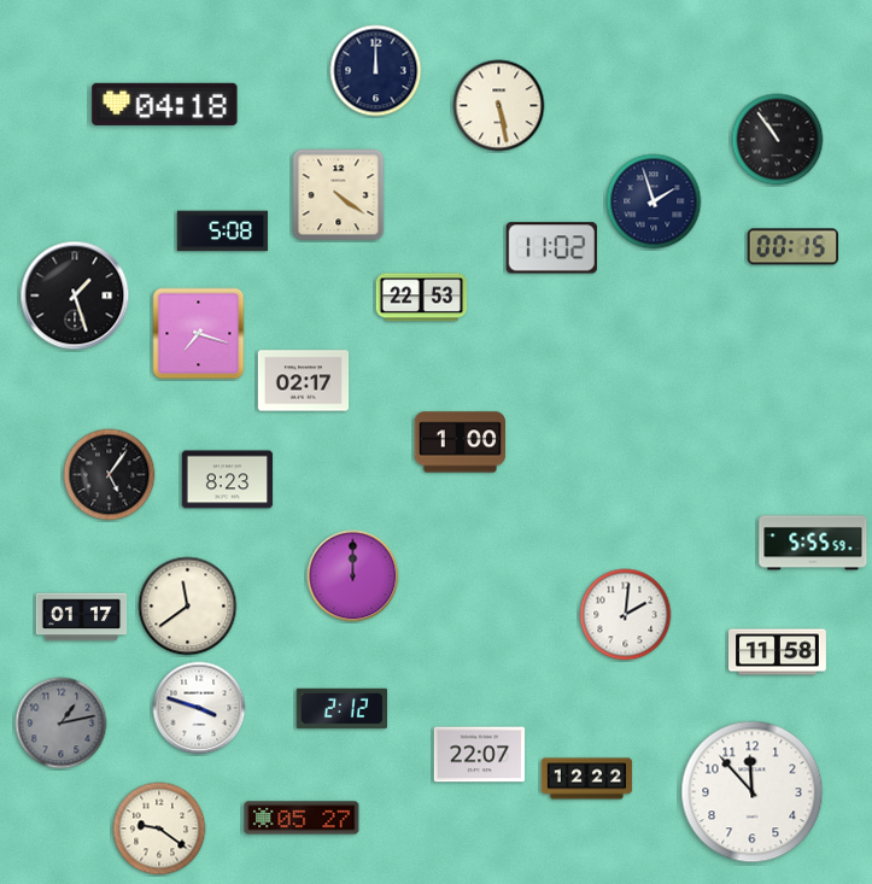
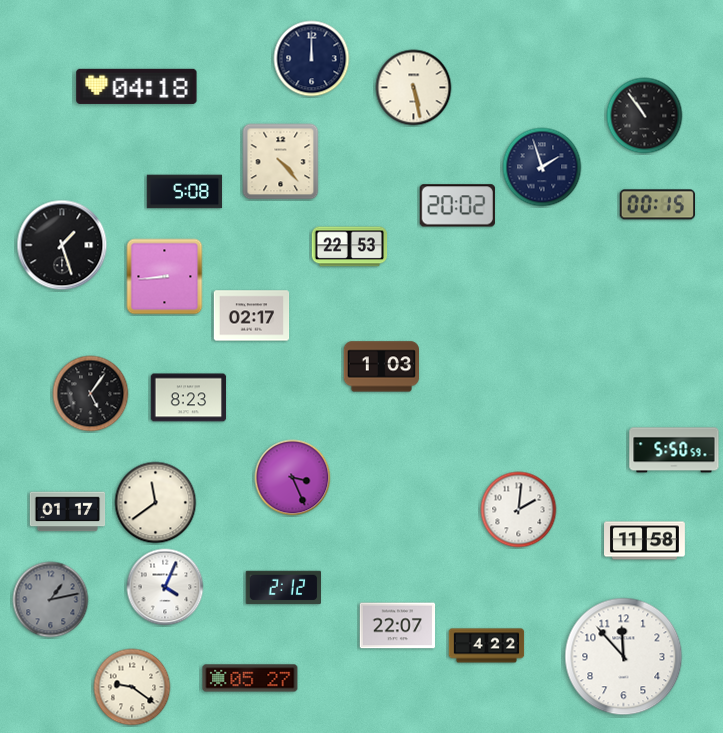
clock at (339, 195): 4:21 -> 4:23
clock at (551, 248): 11:02 -> 20:02
clock at (199, 334): 7:18 -> 8:44
clock at (461, 443): 1:00 -> 1:03
clock at (813, 543): 5:55 -> 5:50
clock at (353, 576): 12:00 -> 3:26
clock at (199, 708): 3:48 -> 4:04
clock at (587, 779): 12:22 -> 4:22
